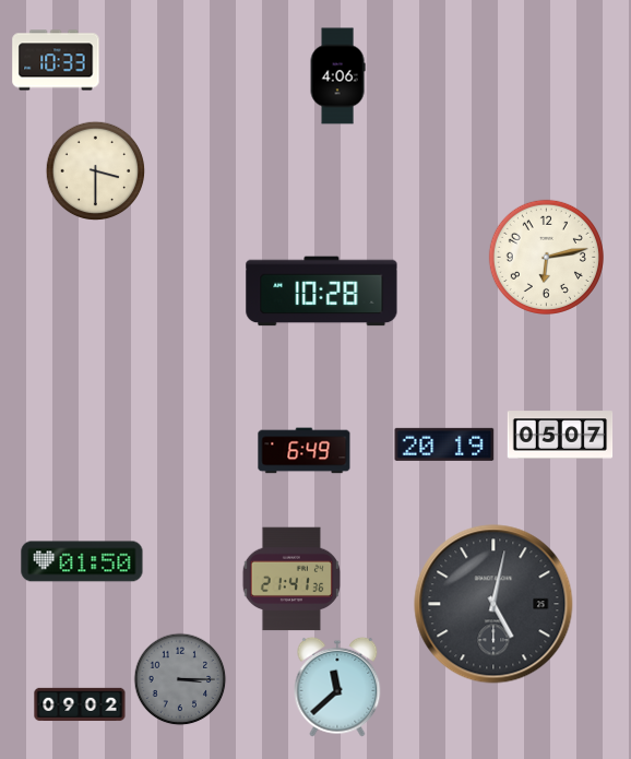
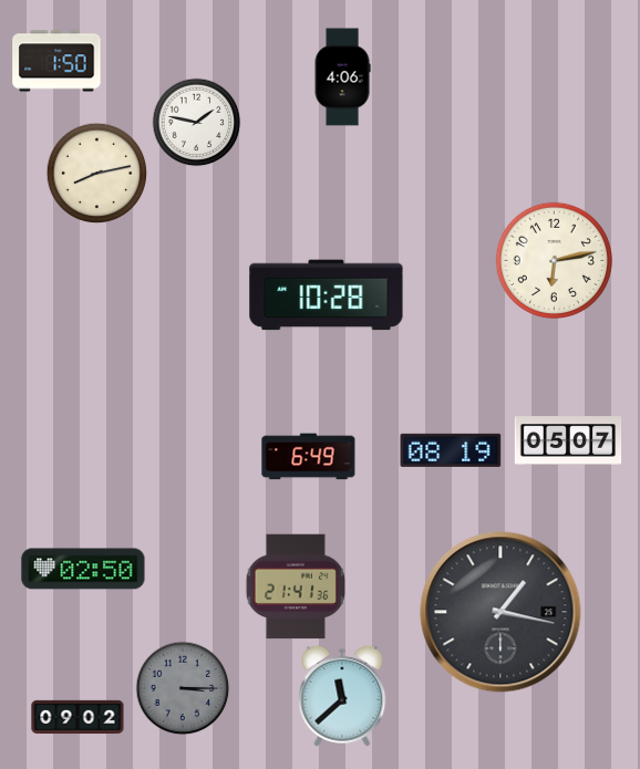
clock at (56, 60): 10:33 -> 1:50
clock at (197, 123): none -> 1:47
clock at (96, 171): 3:30 -> 8:13
clock at (444, 444): 20:19 -> 08:19
clock at (82, 561): 01:50 -> 02:50
clock at (493, 604): 5:02 -> 1:17
clock at (80, 704) position: (80, 704) -> (78, 717)
